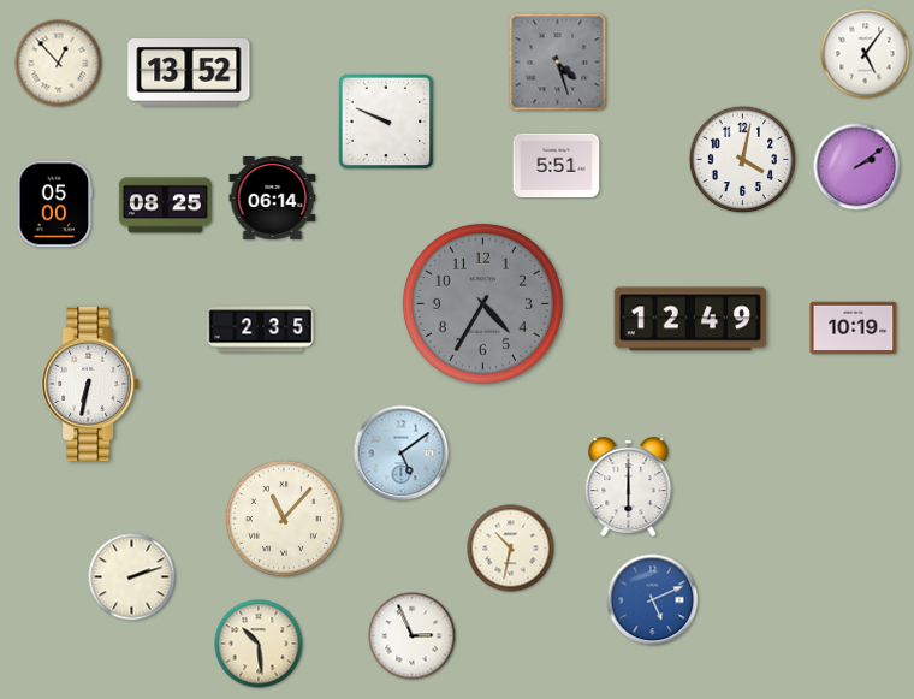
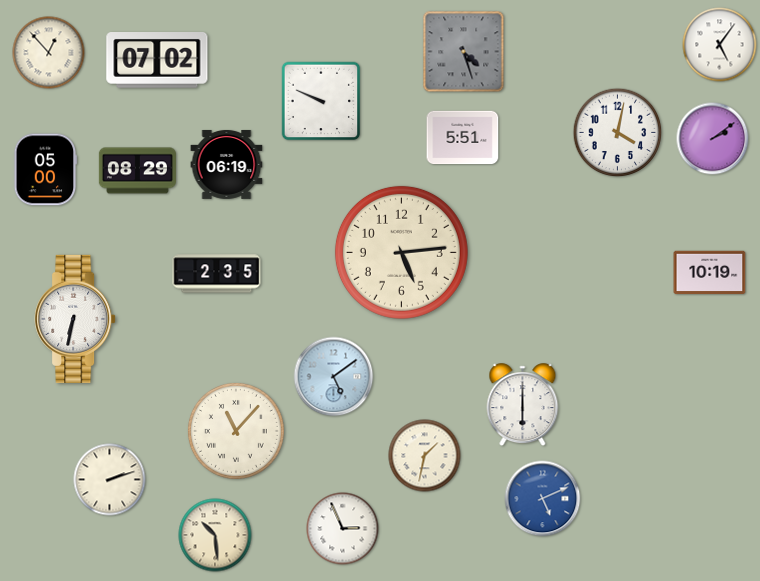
clock at (189, 73): 13:52 -> 07:02
clock at (273, 197): 06:14 -> 06:19
clock at (165, 206): 08:25 -> 08:29
clock at (482, 303): 4:35 -> 5:14
clock at (482, 303) dial: grey -> cream
clock at (690, 319): 12:49 -> none
clock at (511, 549): 10:32 -> 1:32
